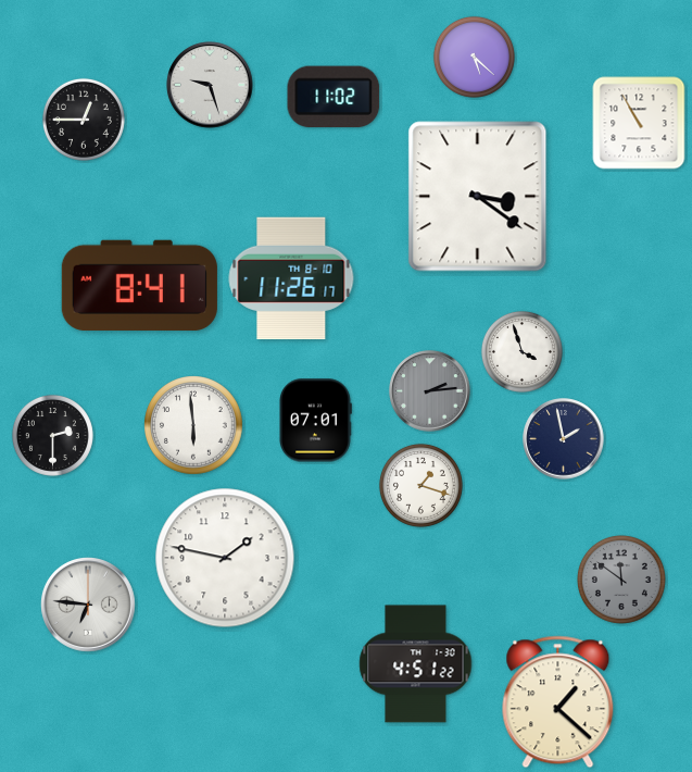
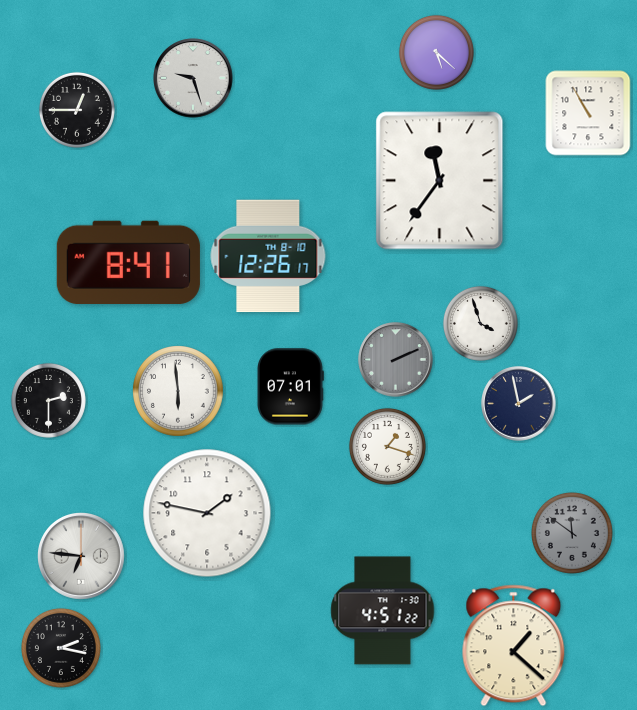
clock at (334, 97): 11:02 -> none
clock at (478, 197): 3:21 -> 11:36
clock at (291, 278): 11:26 -> 12:26
clock at (430, 391): 2:14 -> 2:11
clock at (61, 648): none -> 2:17
